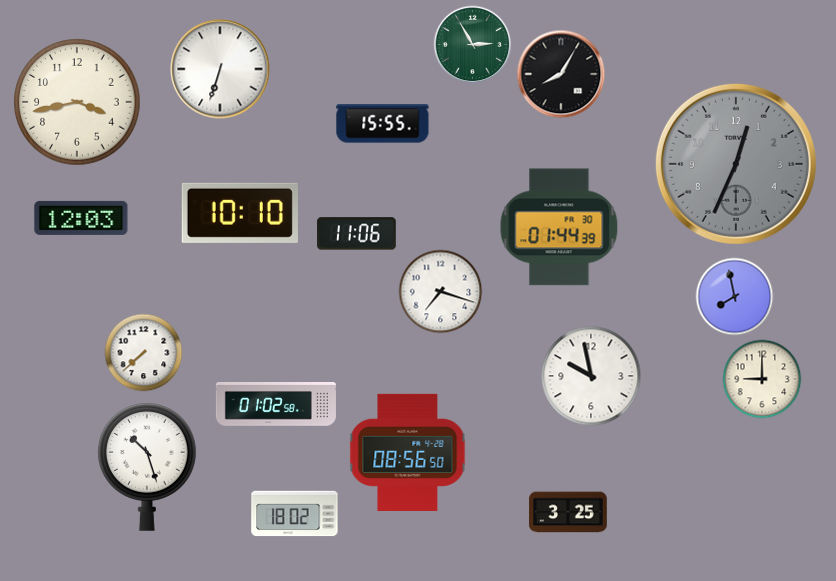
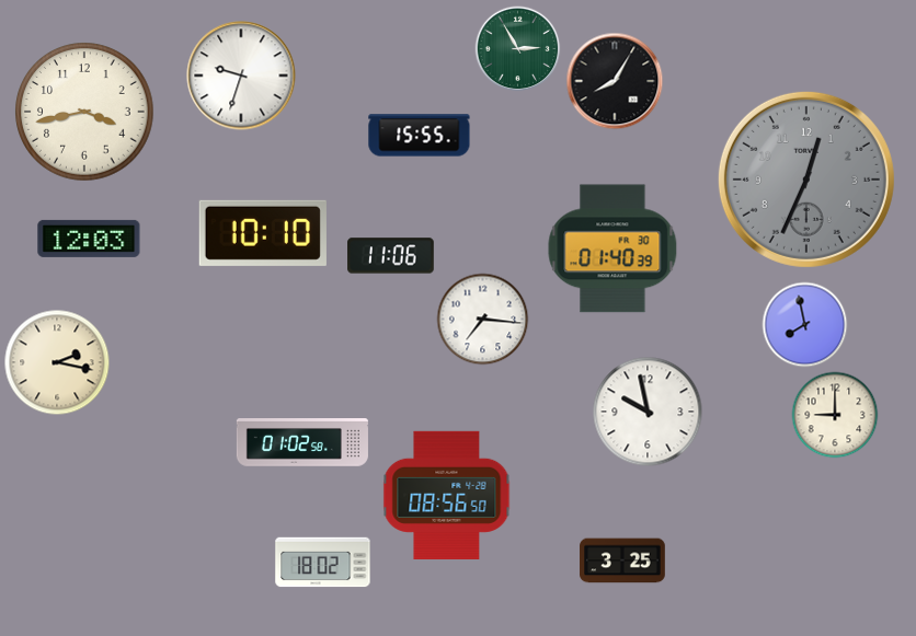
clock at (220, 69): 6:33 -> 9:33
clock at (559, 227): 01:44 -> 01:40
clock at (440, 291): 7:18 -> 7:16
clock at (57, 362): none -> 2:17
clock at (143, 352): 7:38 -> none
clock at (147, 467): 10:27 -> none
